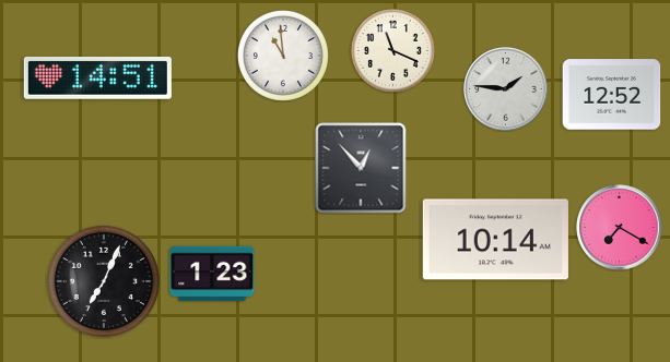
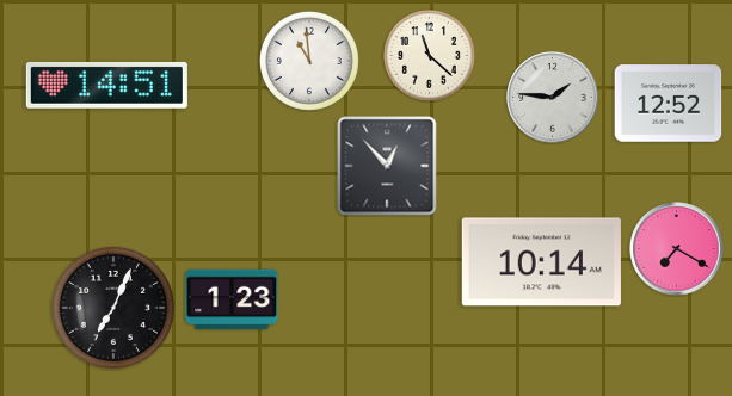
clock at (393, 51): 11:19 -> 11:22
clock at (361, 168) position: (361, 168) -> (387, 166)
